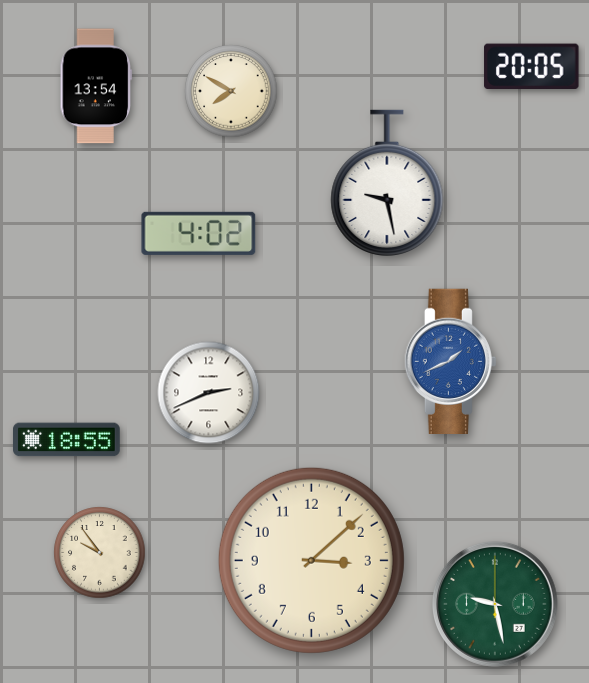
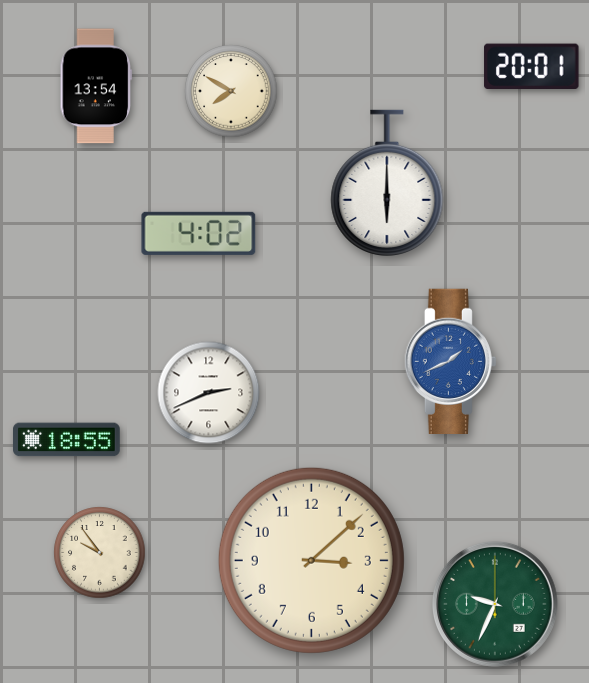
clock at (532, 66): 20:05 -> 20:01
clock at (387, 182): 9:28 -> 6:00
clock at (496, 605): 9:28 -> 9:34
